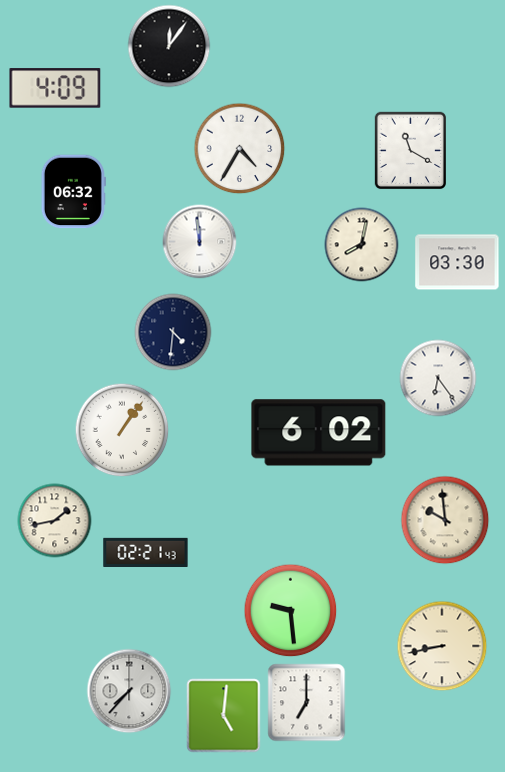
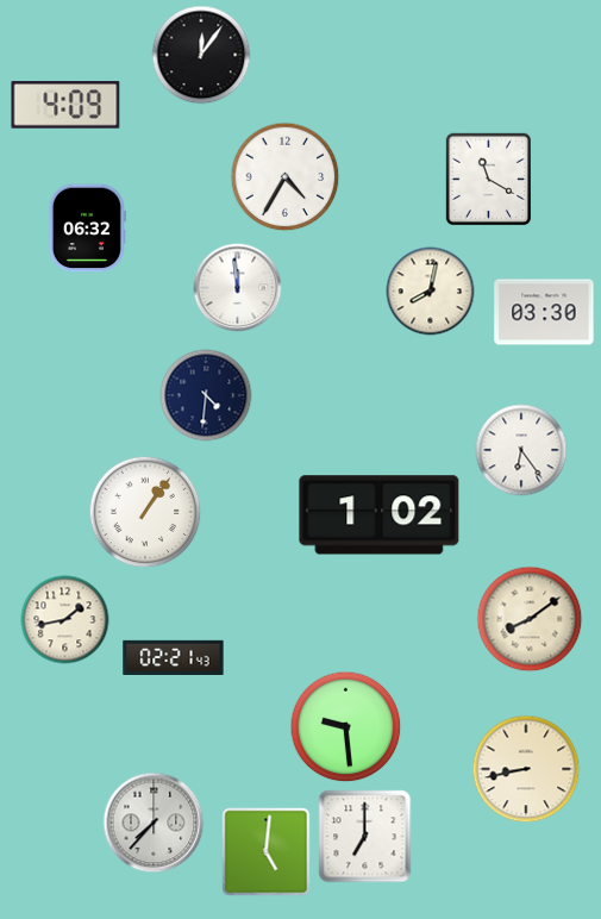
clock at (319, 433): 6:02 -> 1:02
clock at (445, 520): 9:59 -> 8:09
